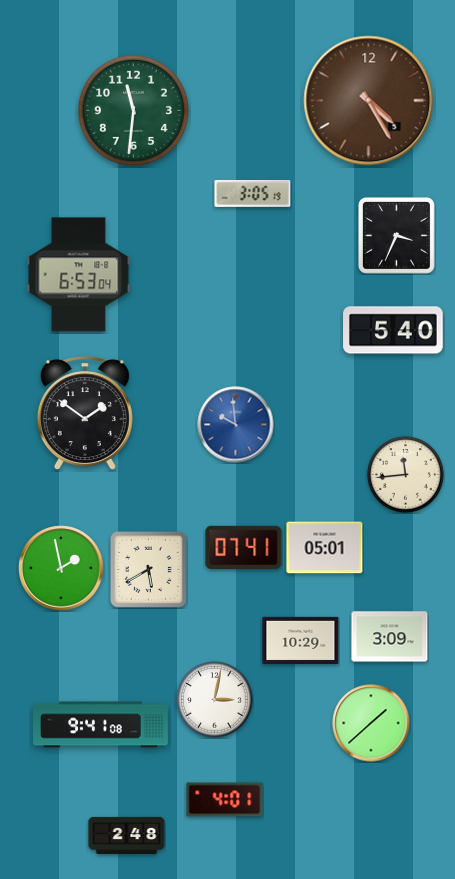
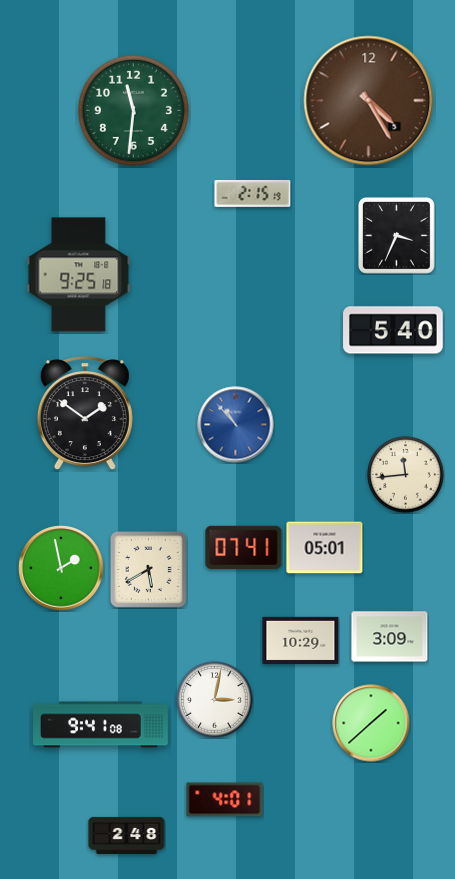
clock at (253, 193): 3:05 -> 2:15
clock at (79, 275): 6:53 -> 9:25
clock at (236, 425): 9:59 -> 10:53
